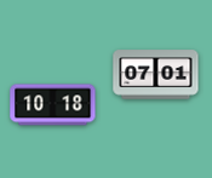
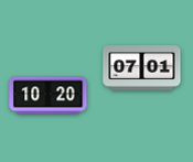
clock at (53, 105): 10:18 -> 10:20
